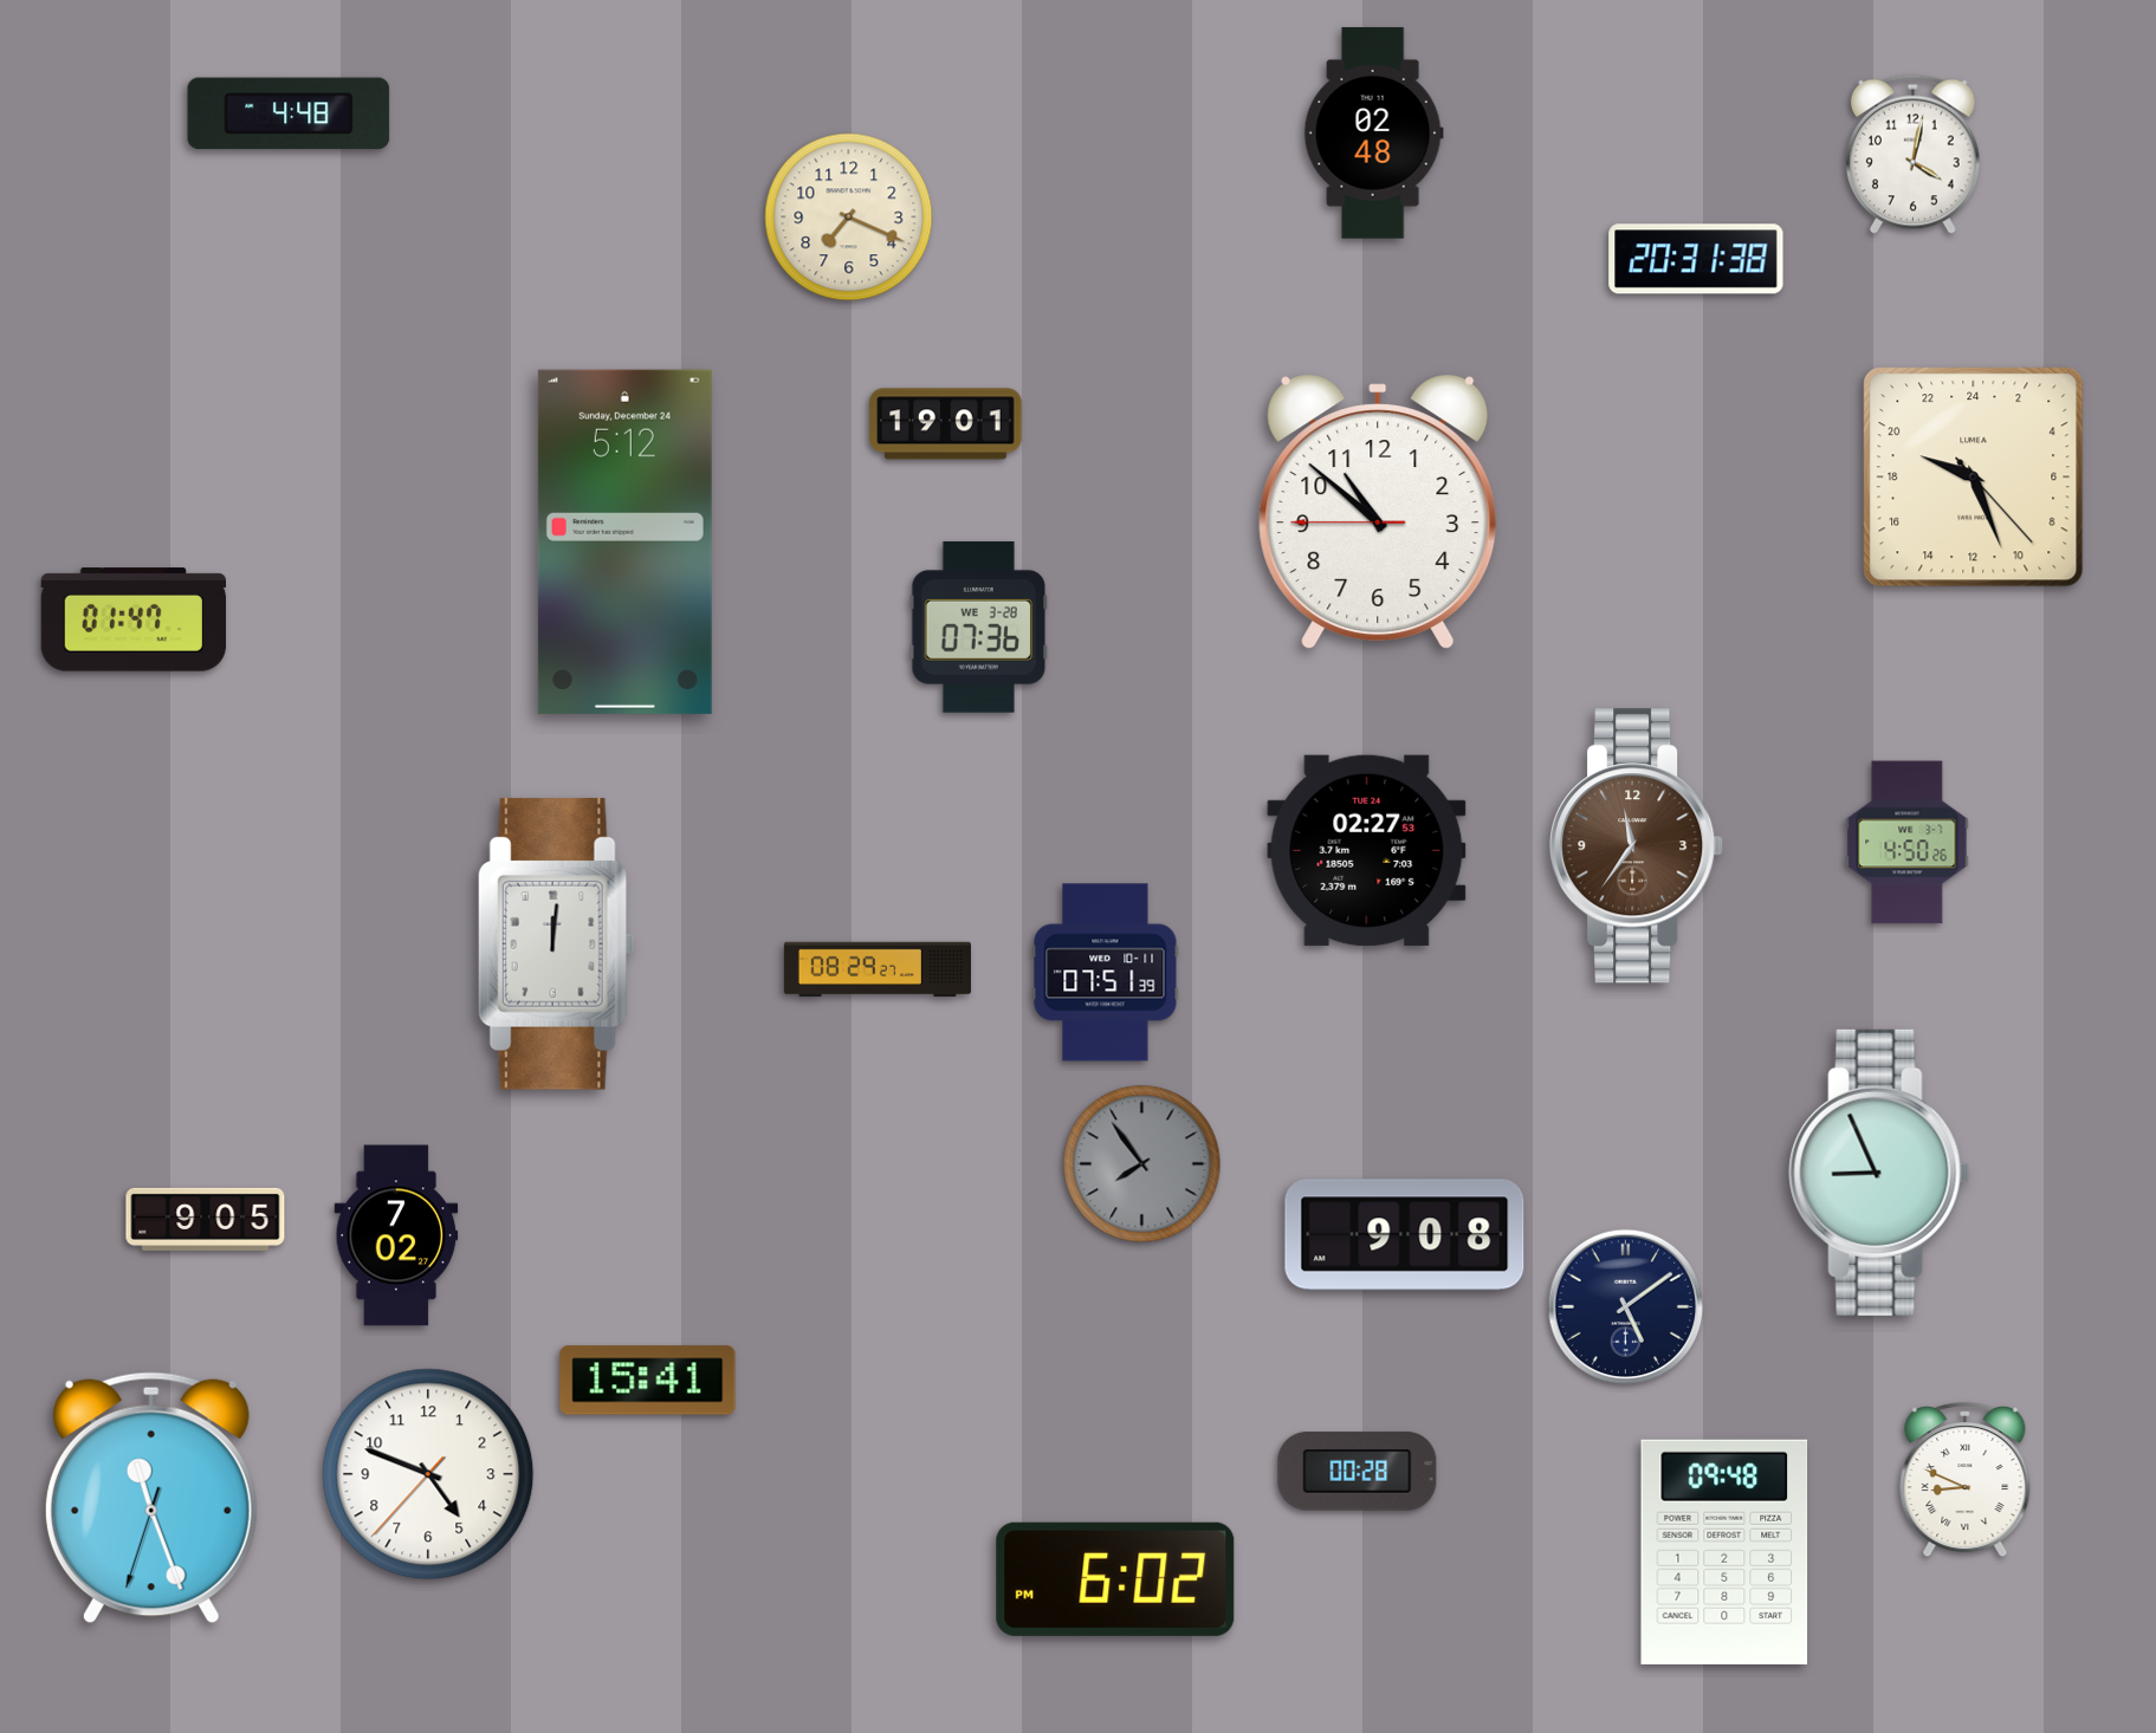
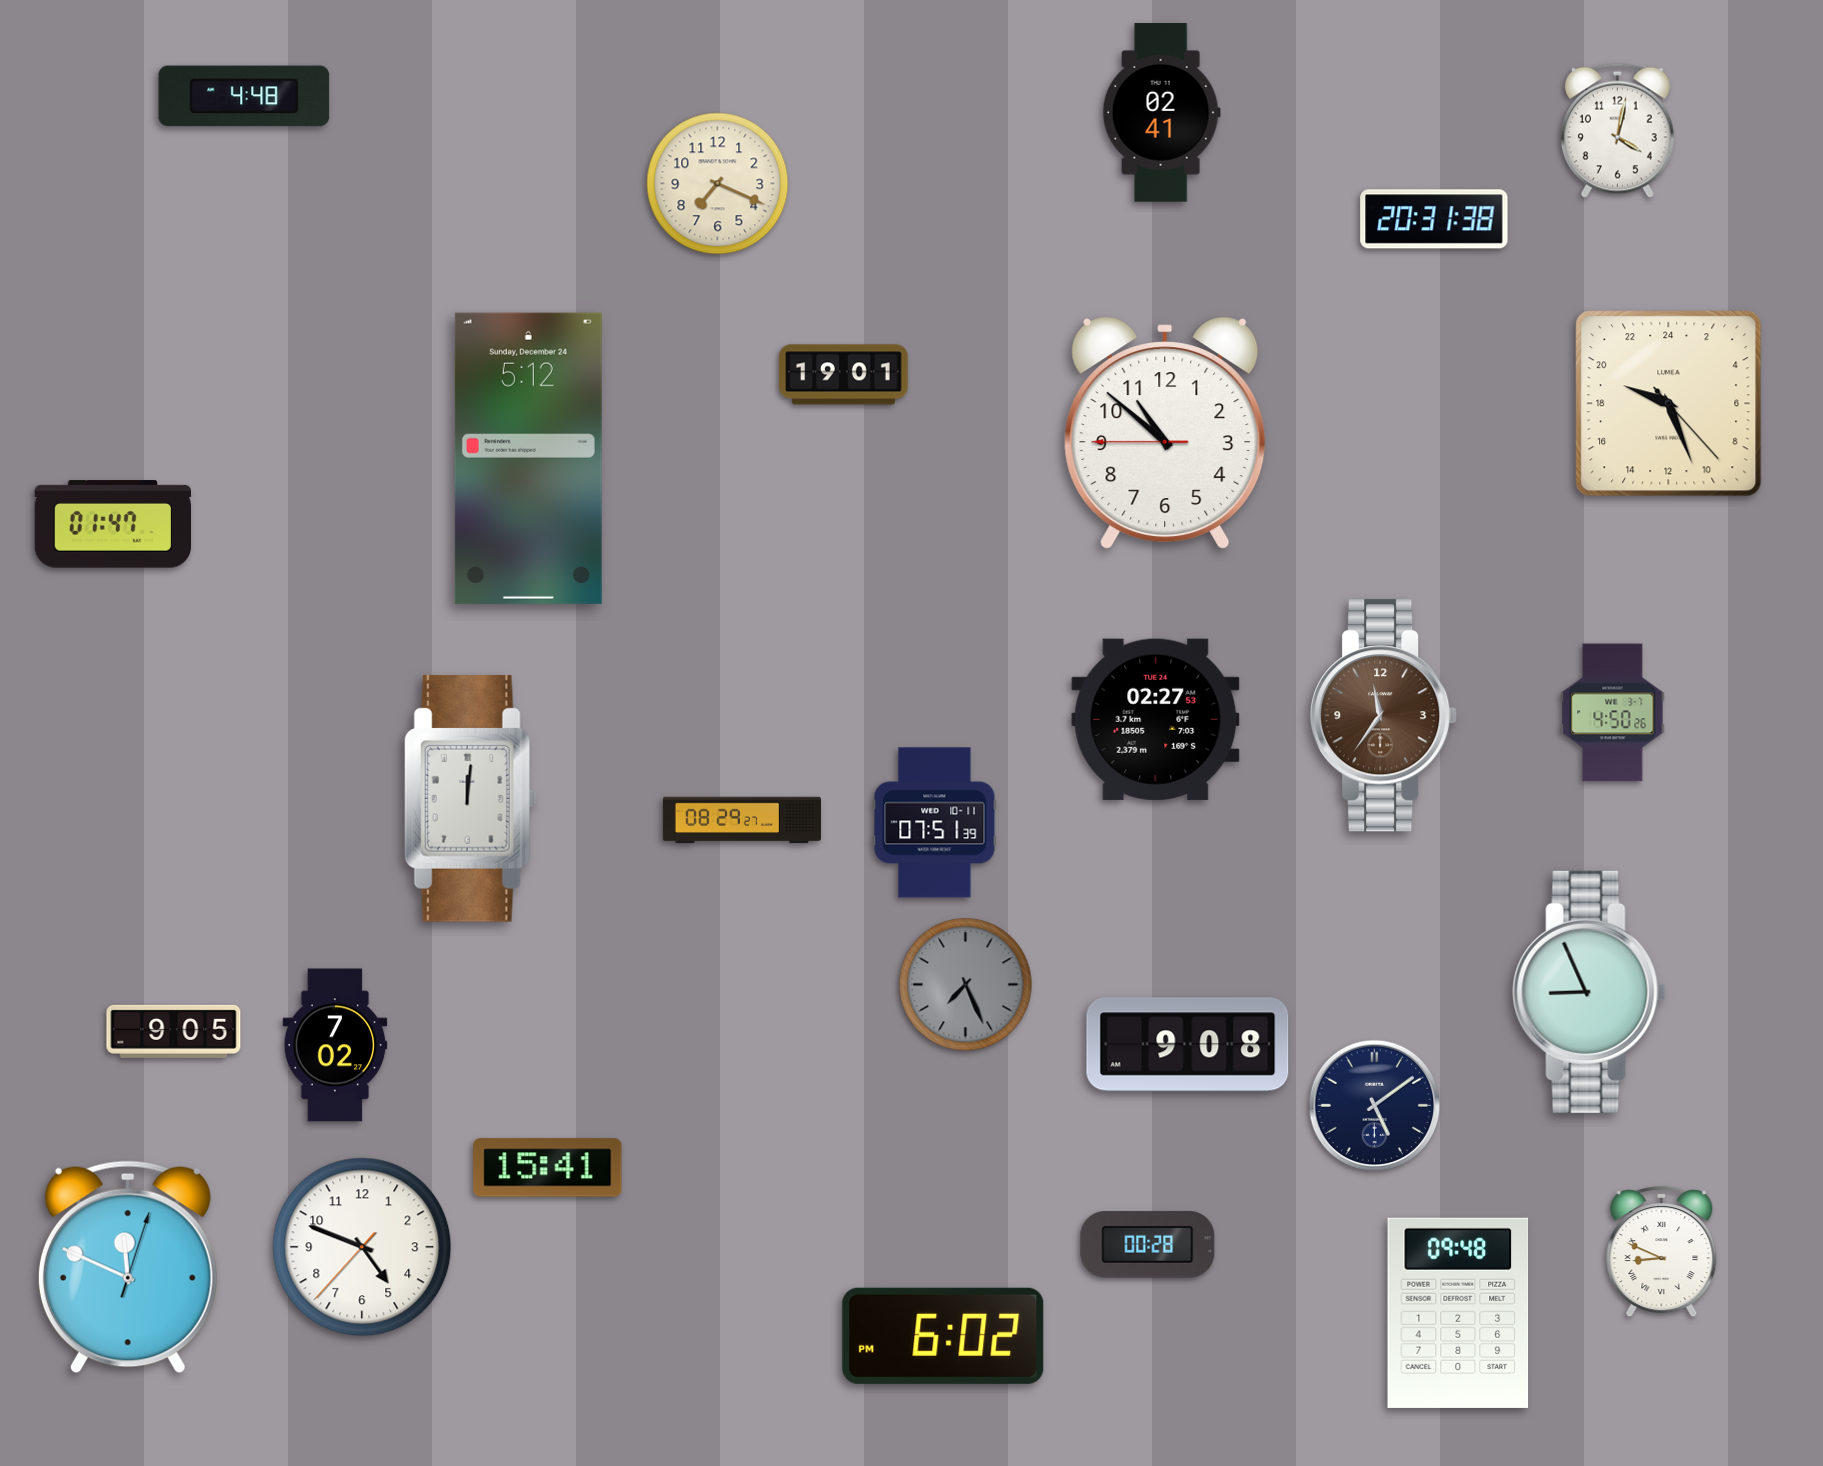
clock at (1373, 134): 02:48 -> 02:41
clock at (946, 424) position: (946, 424) -> (844, 375)
clock at (979, 627): 07:36 -> none
clock at (1142, 1164): 7:54 -> 7:26
clock at (151, 1498): 11:26 -> 11:49
